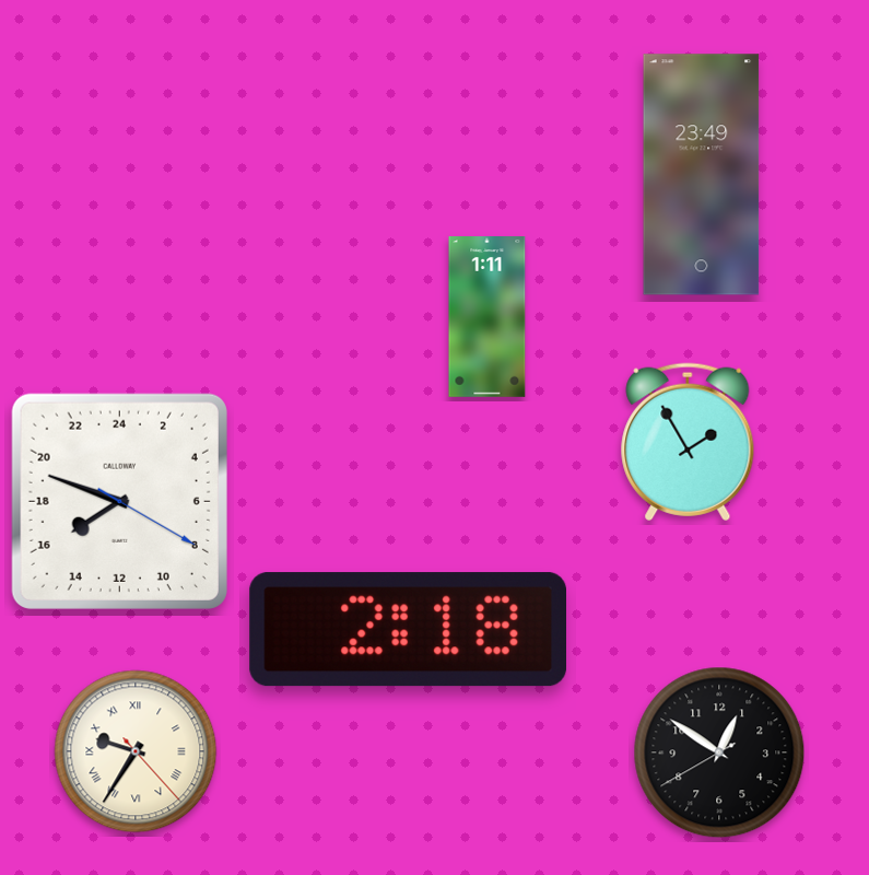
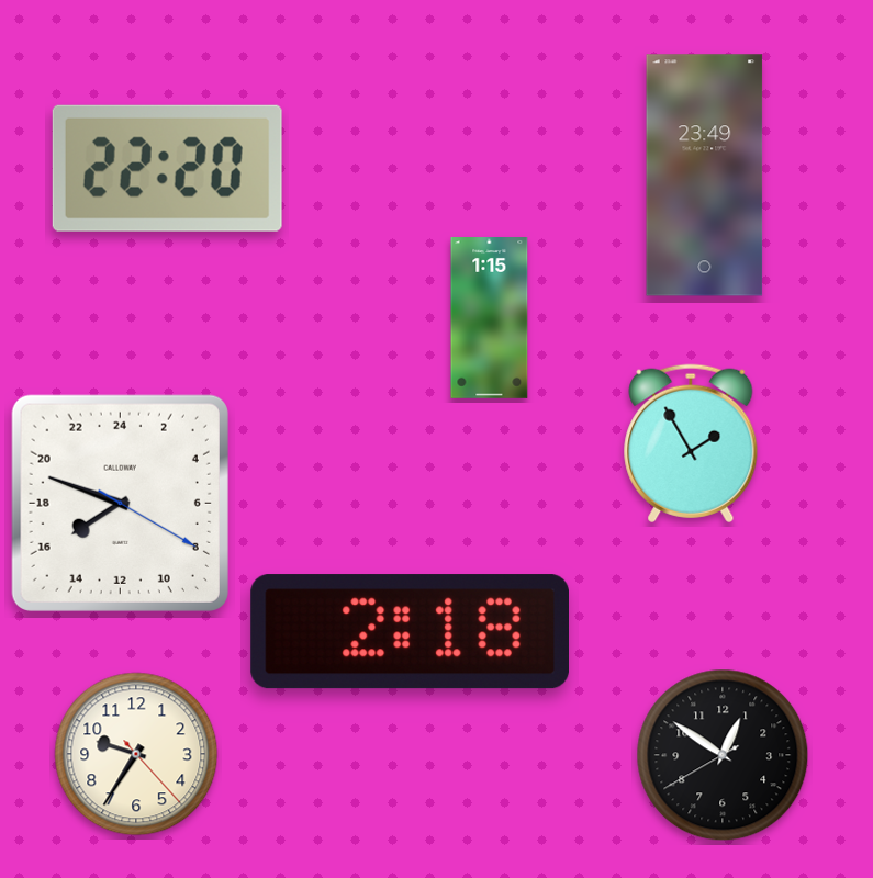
clock at (167, 168): none -> 22:20
clock at (488, 317): 1:11 -> 1:15
clock at (136, 751) numerals: Roman -> Arabic
